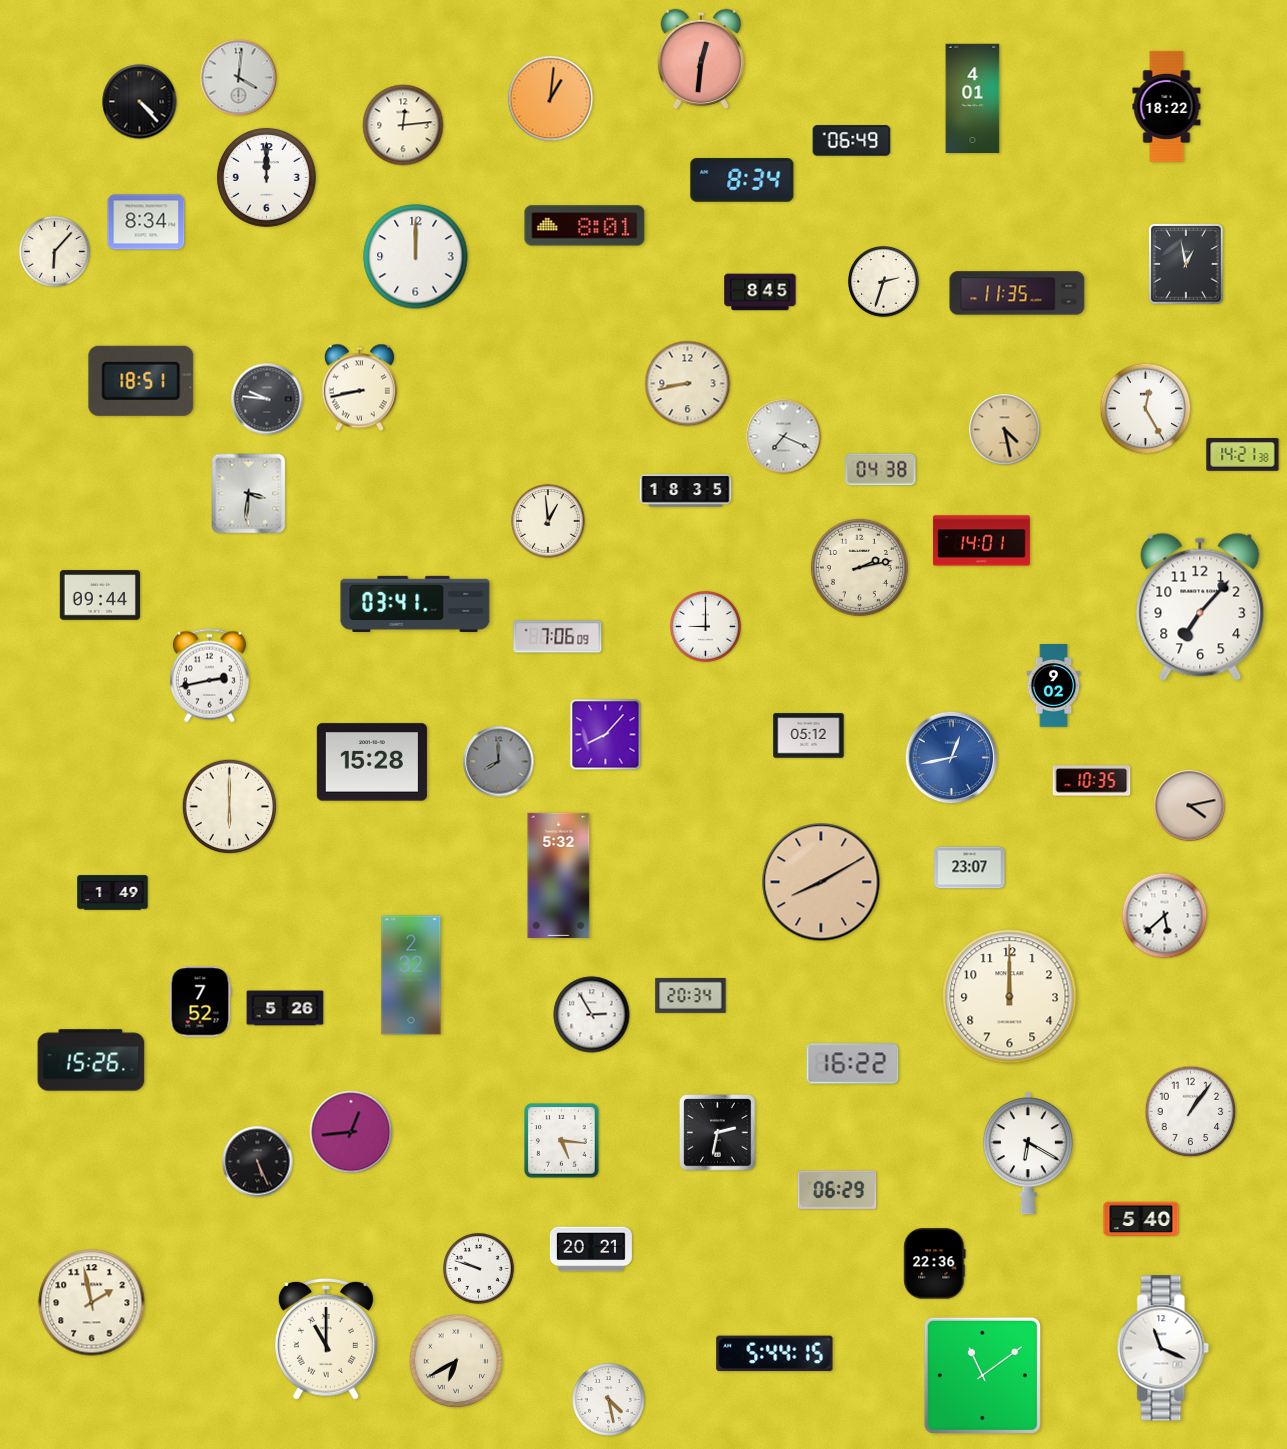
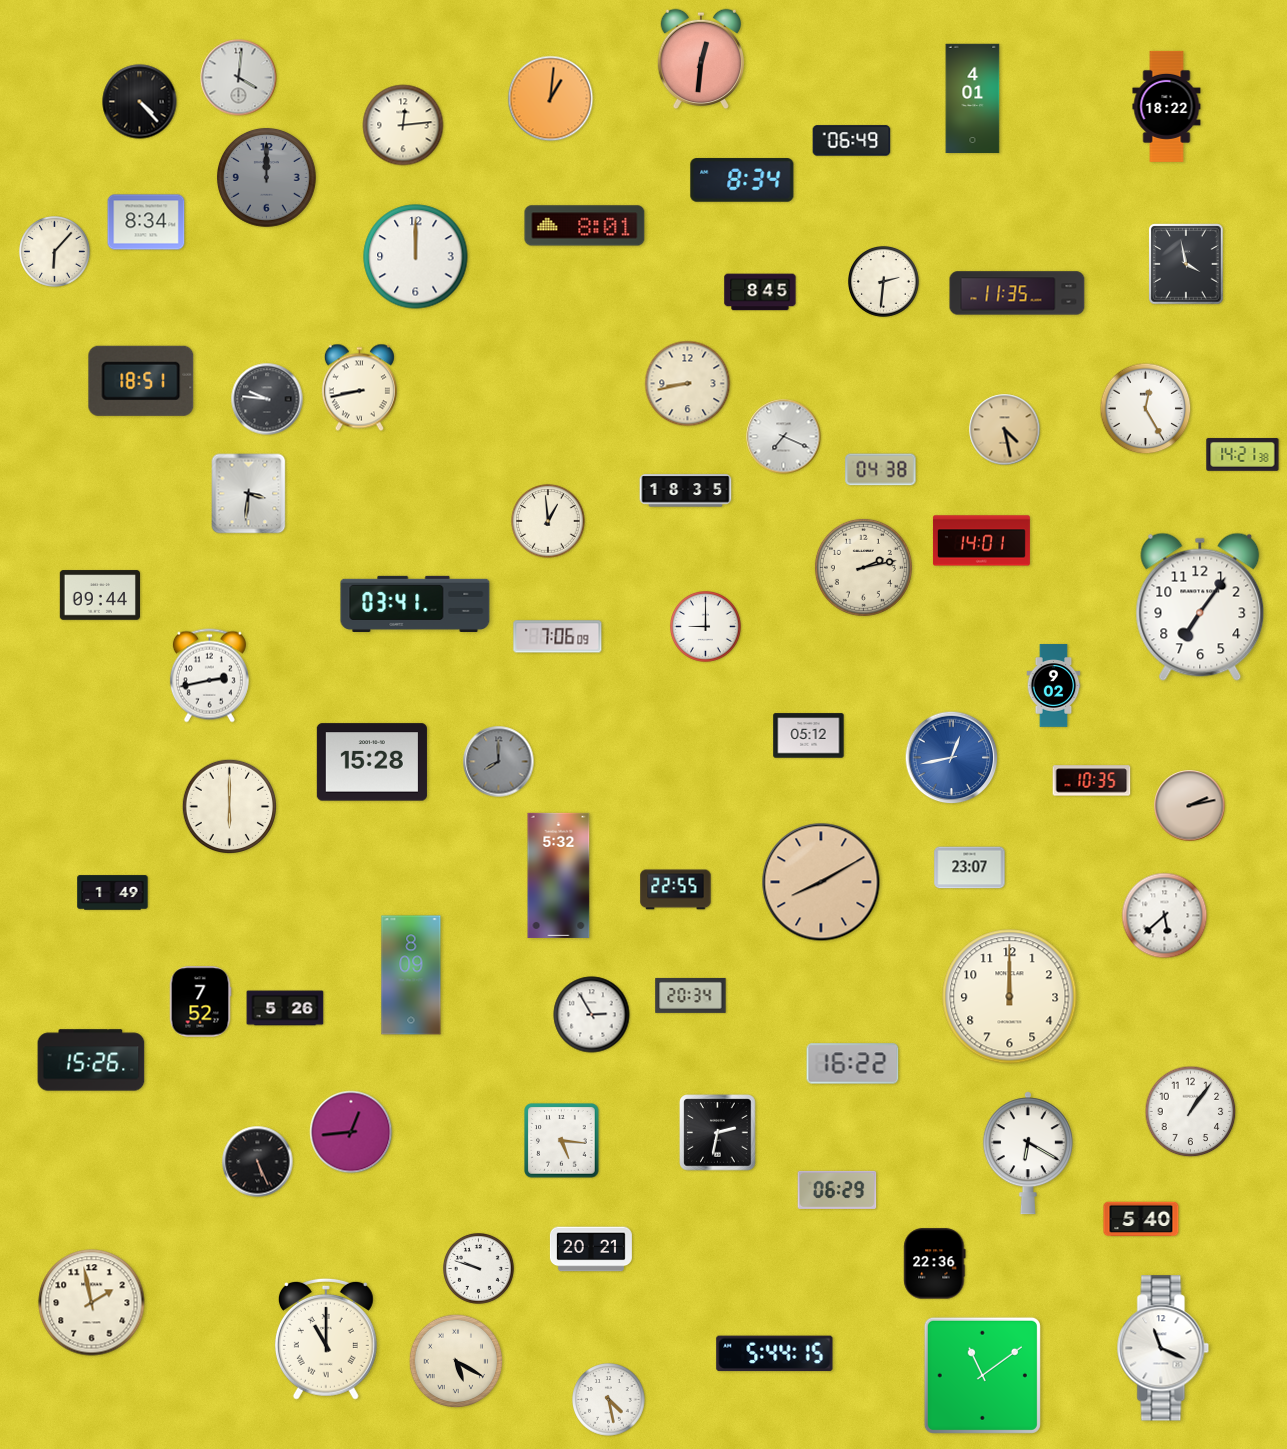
clock at (266, 178) dial: white -> grey
clock at (1186, 264): 12:58 -> 3:58
clock at (884, 282): 2:33 -> 2:31
clock at (859, 567) position: (859, 567) -> (863, 567)
clock at (1200, 607): 7:07 -> 7:06
clock at (606, 735): 8:07 -> none
clock at (1190, 806): 4:13 -> 2:13
clock at (676, 890): none -> 22:55
clock at (411, 975): 2:32 -> 8:09
clock at (456, 1361): 6:40 -> 5:20
